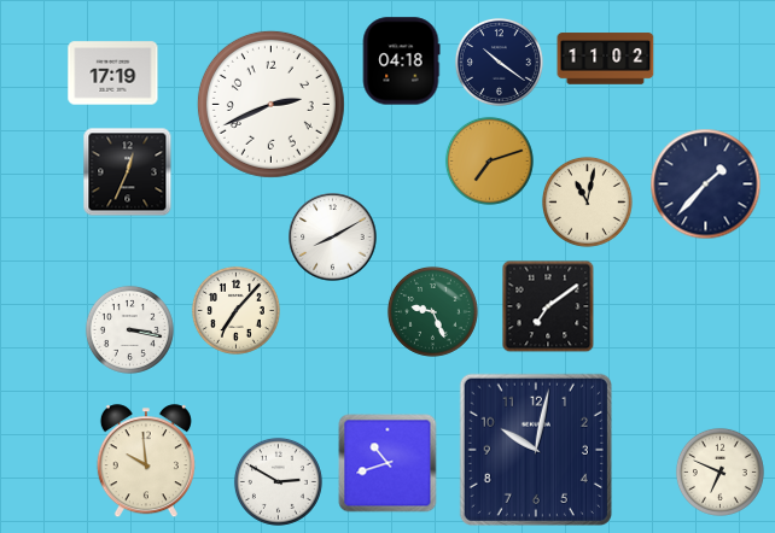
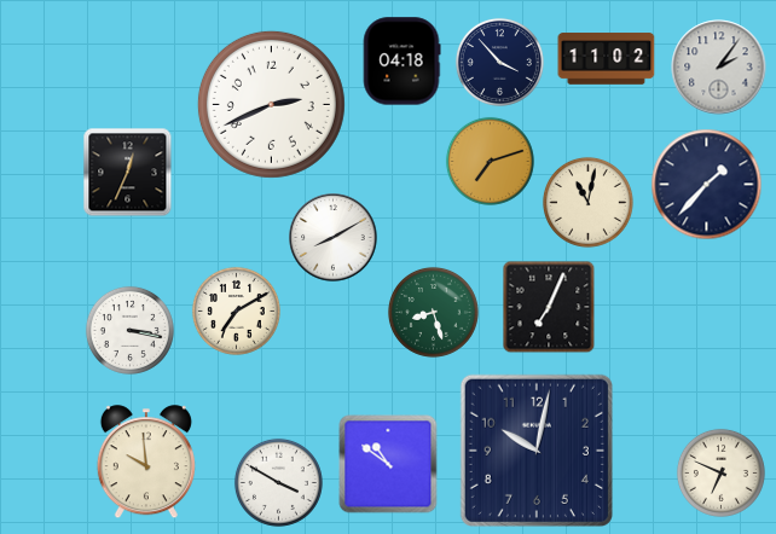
clock at (499, 61): 10:21 -> 3:53
clock at (719, 68): none -> 2:06
clock at (113, 74): 17:19 -> none
clock at (548, 306): 7:09 -> 7:04
clock at (235, 310): 7:07 -> 7:10
clock at (432, 311): 9:26 -> 8:27
clock at (387, 463): 10:42 -> 10:51
clock at (278, 481): 2:50 -> 3:50
